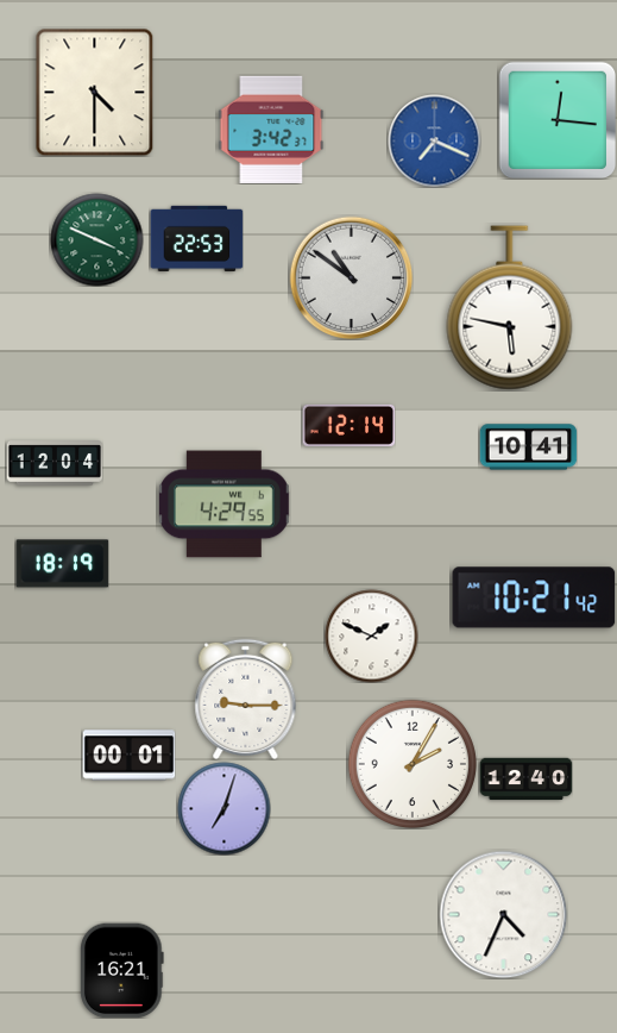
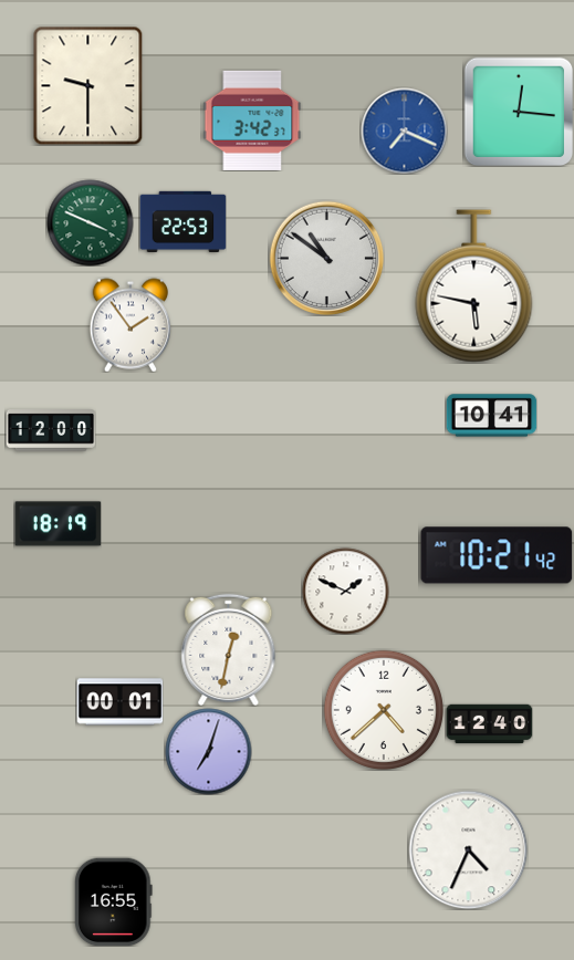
clock at (95, 92): 4:30 -> 9:30
clock at (129, 325): none -> 1:54
clock at (348, 425): 12:14 -> none
clock at (55, 463): 12:04 -> 12:00
clock at (225, 505): 4:29 -> none
clock at (246, 699): 9:15 -> 12:32
clock at (413, 764): 2:05 -> 4:38
clock at (122, 970): 16:21 -> 16:55
